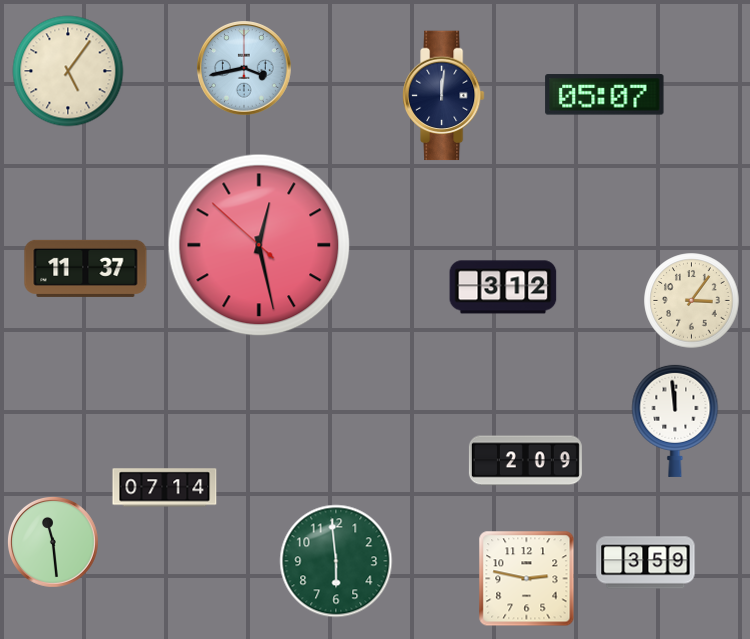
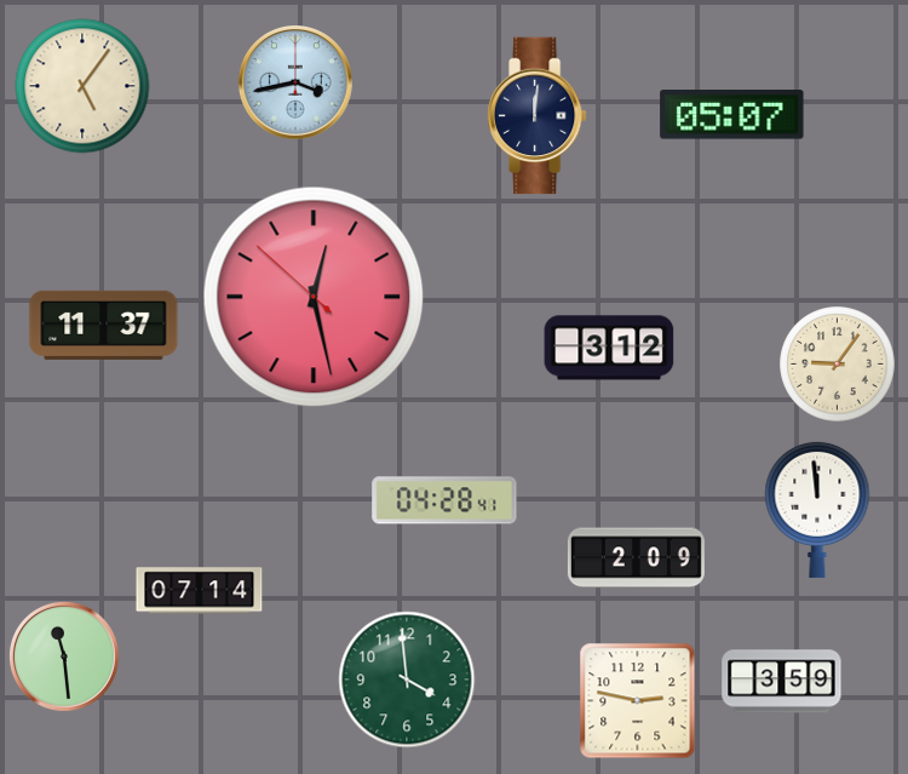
clock at (692, 301): 3:06 -> 9:06
clock at (444, 500): none -> 04:28
clock at (336, 561): 5:59 -> 3:59
